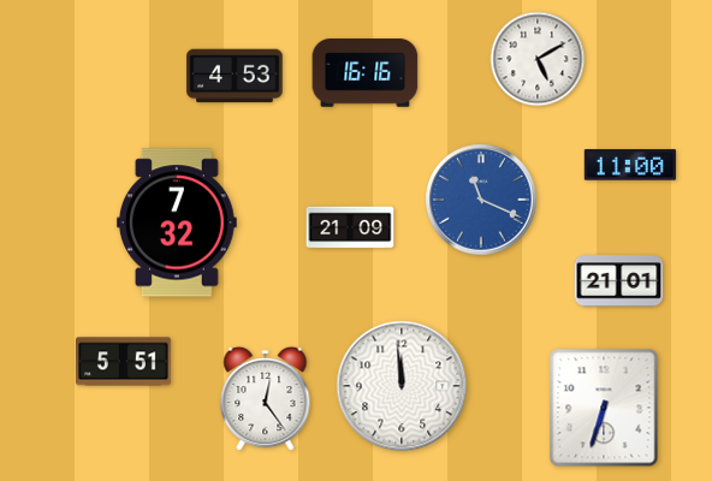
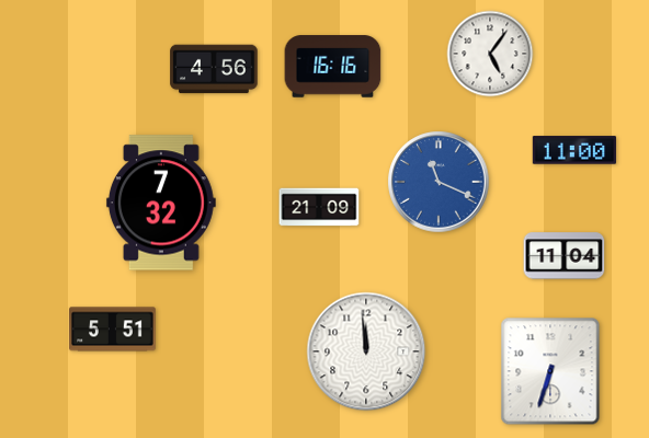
clock at (538, 59): 5:10 -> 5:06
clock at (235, 76): 4:53 -> 4:56
clock at (619, 281): 21:01 -> 11:04
clock at (266, 399): 12:24 -> none
